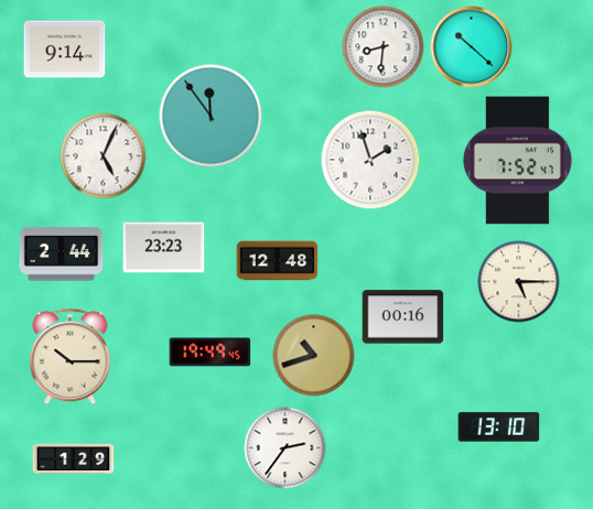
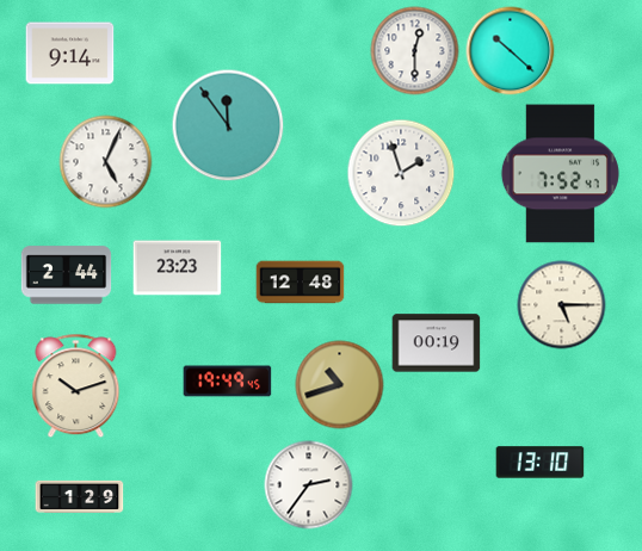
clock at (384, 47): 8:31 -> 12:30
clock at (104, 156) position: (104, 156) -> (106, 162)
clock at (403, 317): 00:16 -> 00:19
clock at (71, 357): 10:15 -> 10:12
